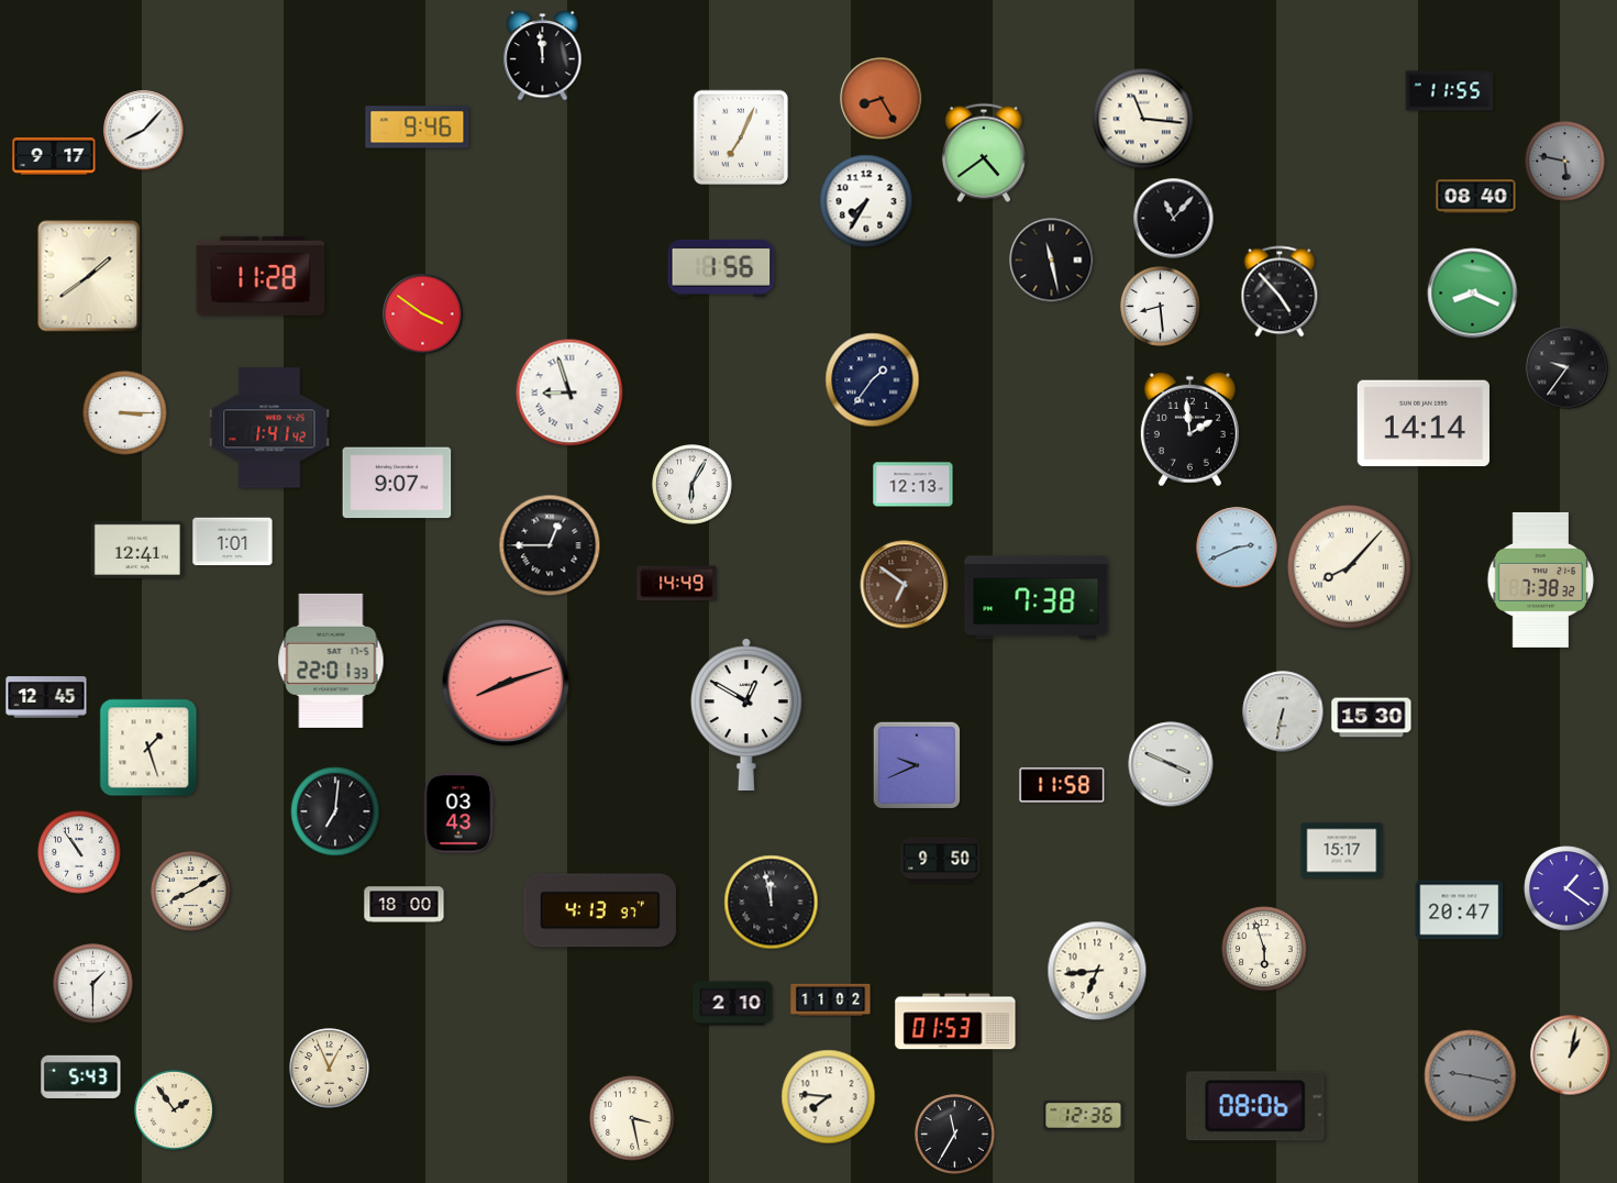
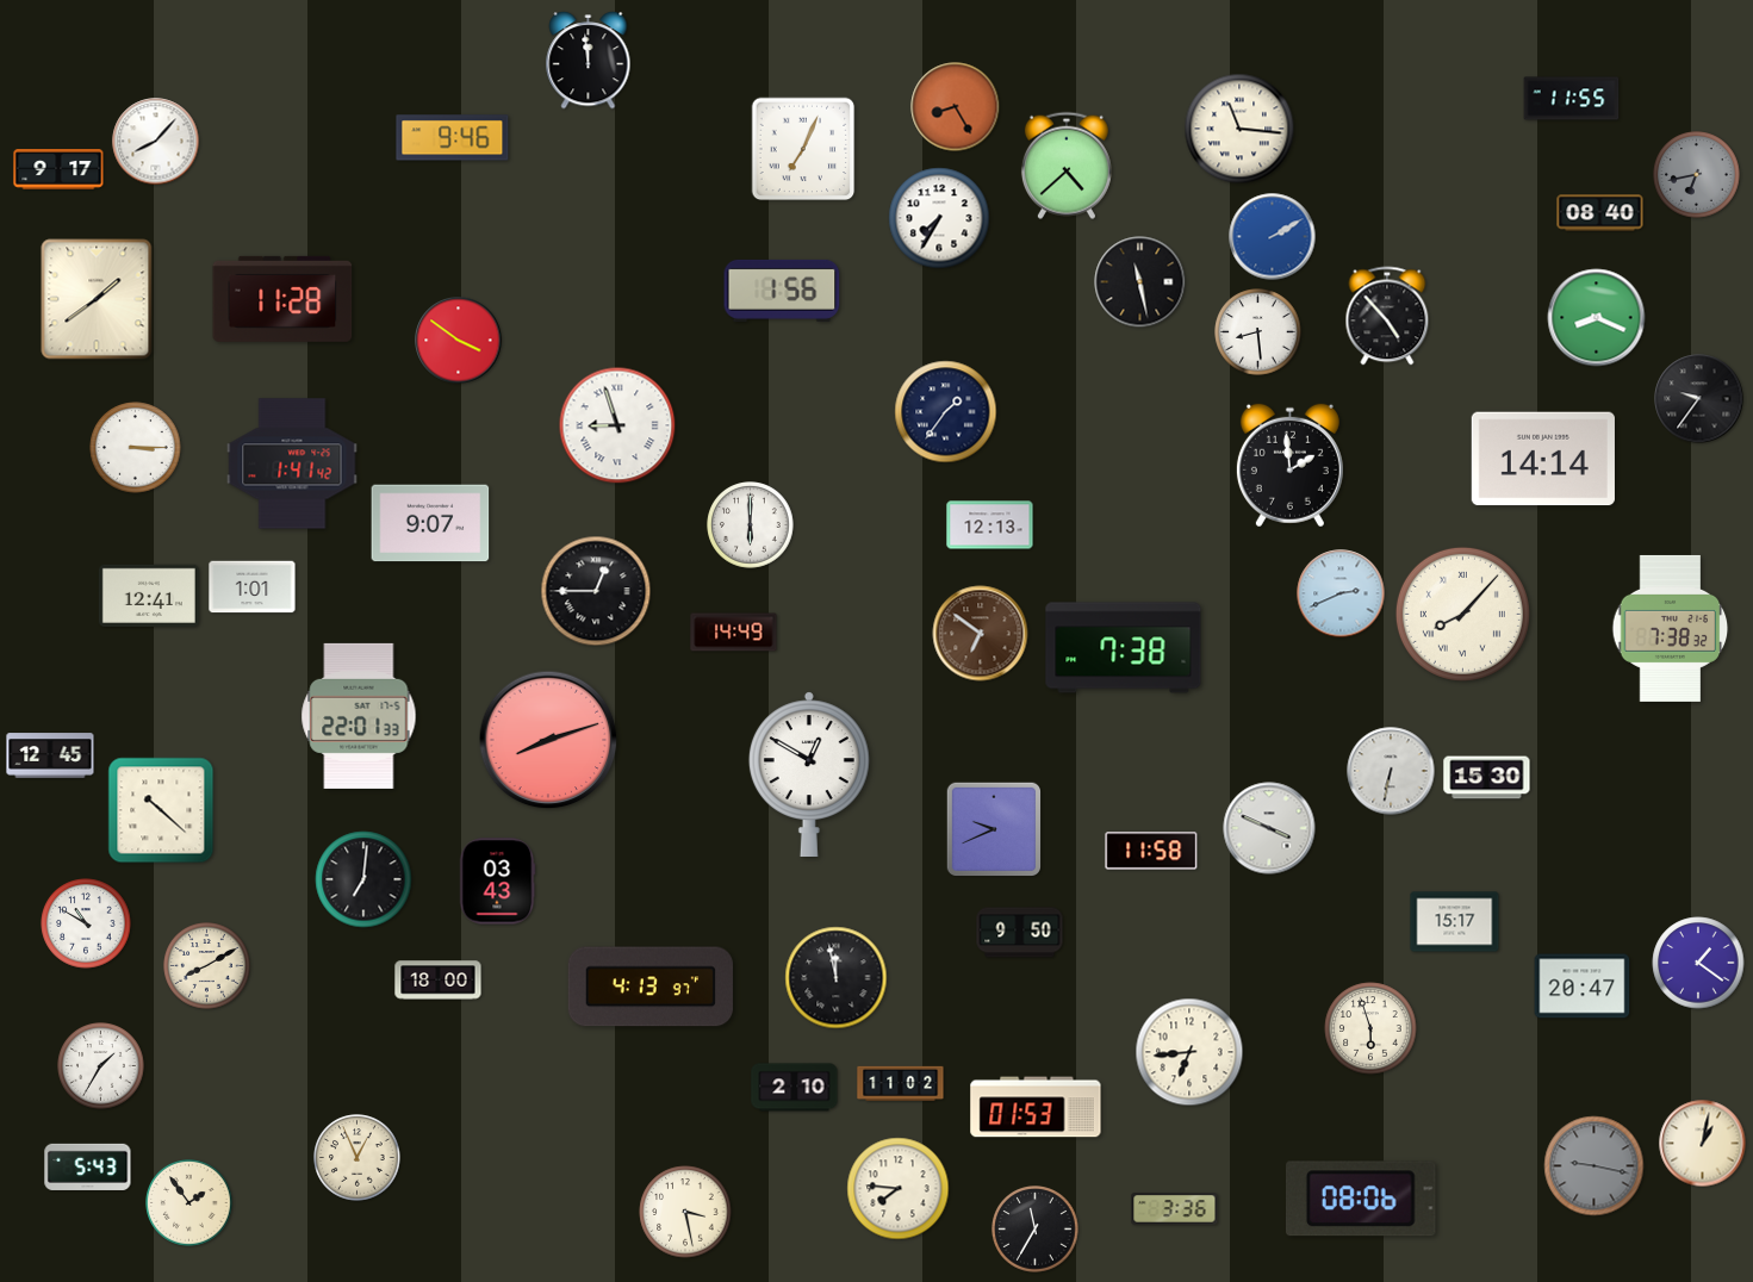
clock at (984, 153): 4:39 -> 4:38
clock at (1565, 162): 5:47 -> 6:43
clock at (1174, 219): 11:07 -> 2:10
clock at (1174, 219) dial: black -> blue
clock at (693, 485): 6:05 -> 6:00
clock at (148, 748): 1:27 -> 10:22
clock at (79, 852): 10:54 -> 10:50
clock at (93, 984): 1:30 -> 1:35
clock at (1084, 1116): 12:36 -> 3:36
